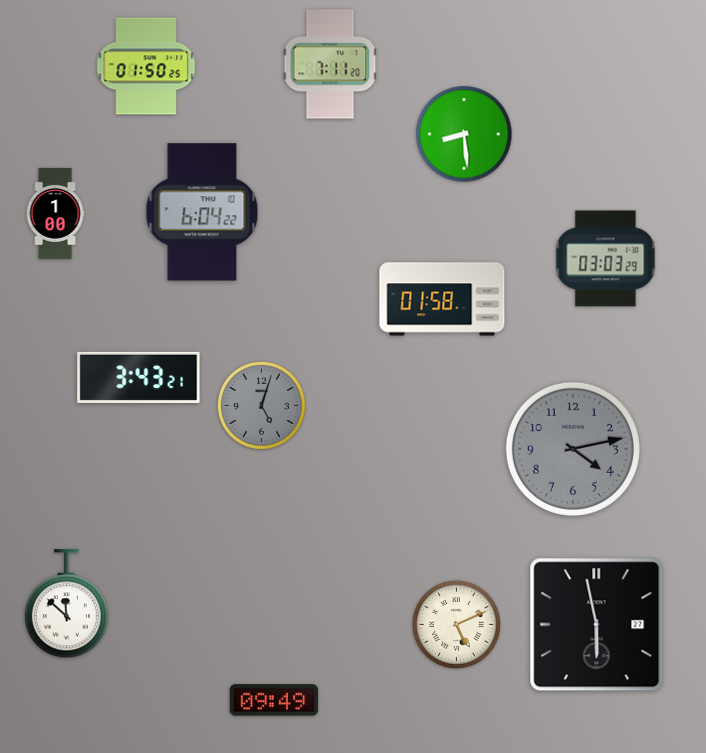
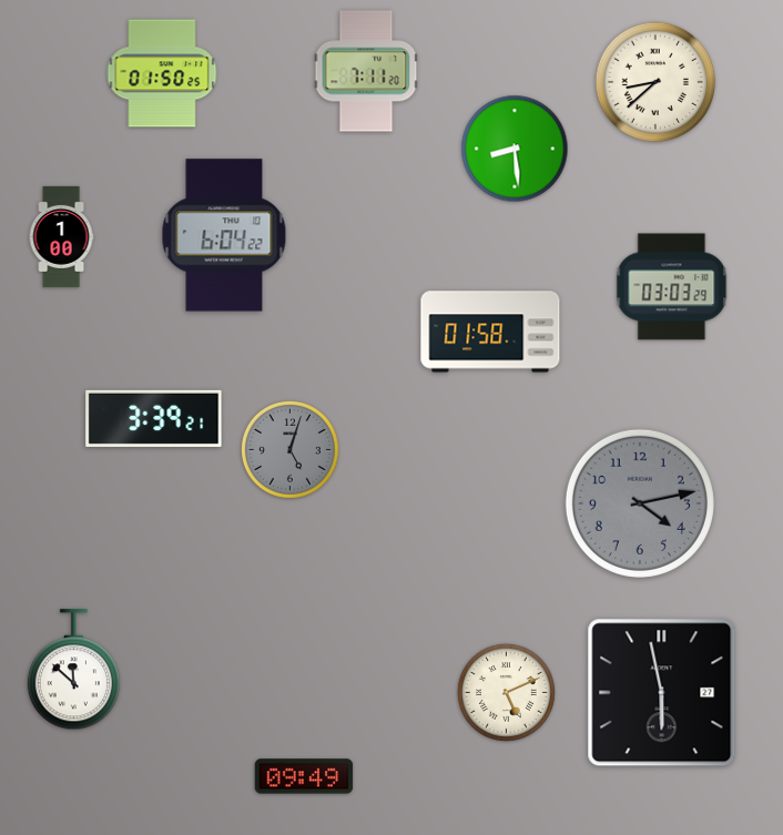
clock at (655, 82): none -> 8:38
clock at (139, 377): 3:43 -> 3:39
clock at (573, 449) position: (573, 449) -> (640, 503)
